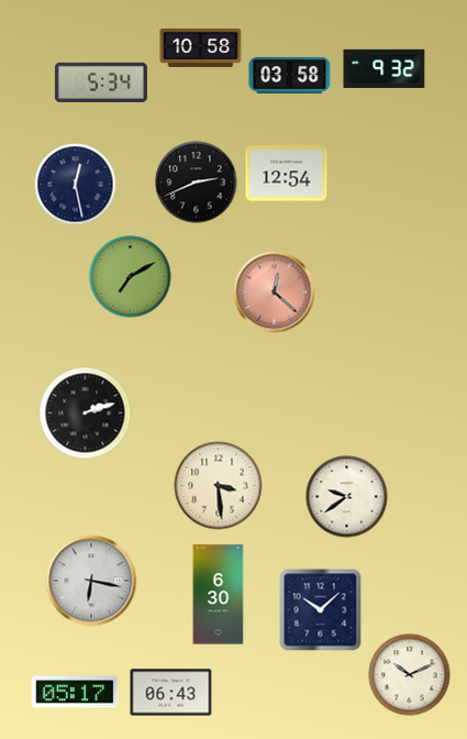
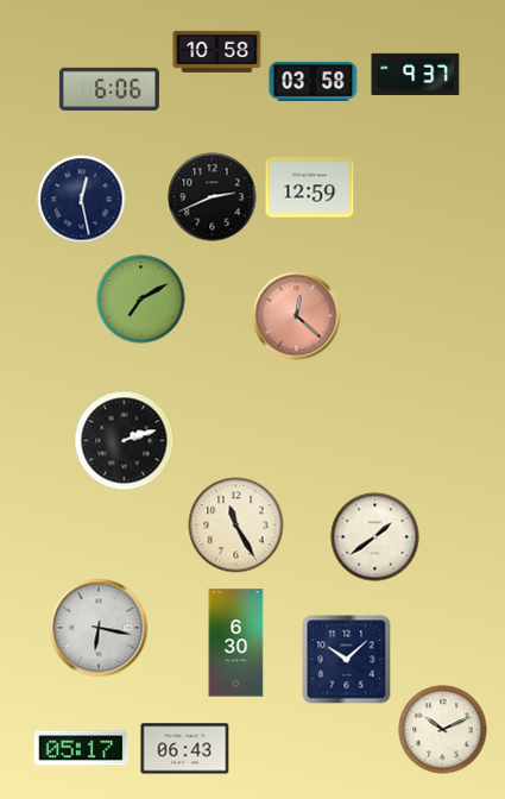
clock at (385, 68): 9:32 -> 9:37
clock at (101, 82): 5:34 -> 6:06
clock at (287, 174): 12:54 -> 12:59
clock at (86, 413) position: (86, 413) -> (125, 441)
clock at (219, 486): 3:29 -> 11:25
clock at (347, 497): 9:39 -> 1:39
